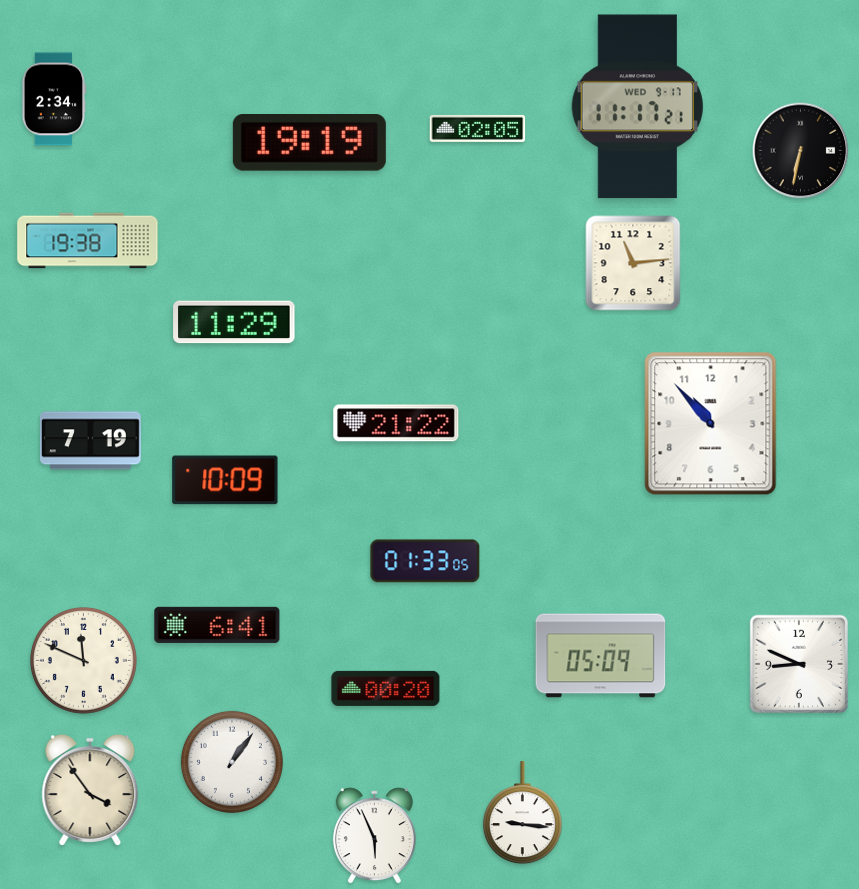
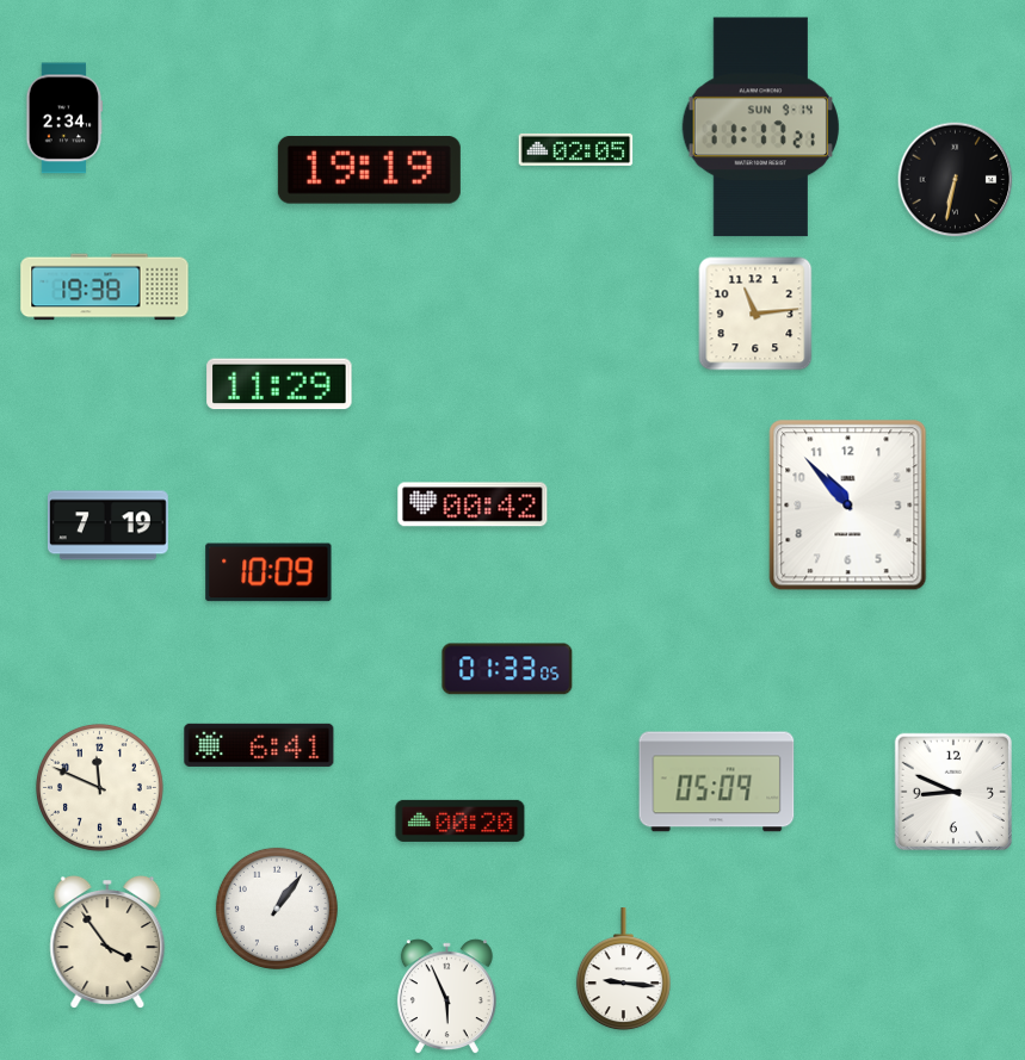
clock at (637, 107) date: WED 9-17 -> SUN 9-14
clock at (478, 128) position: (478, 128) -> (576, 149)
clock at (396, 423): 21:22 -> 00:42
